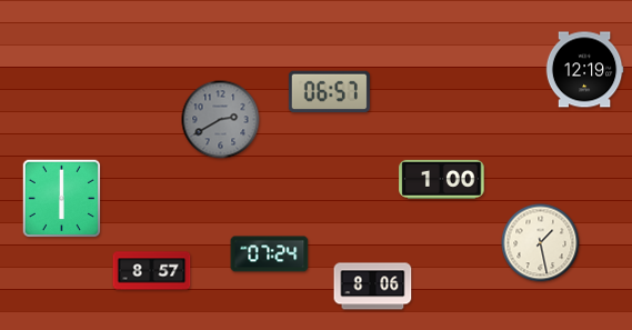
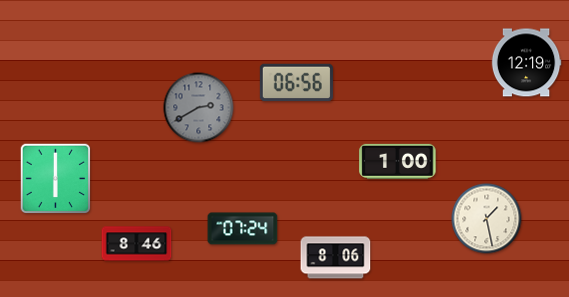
clock at (329, 92): 06:57 -> 06:56
clock at (152, 271): 8:57 -> 8:46
